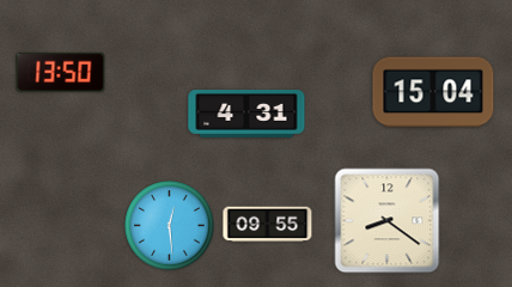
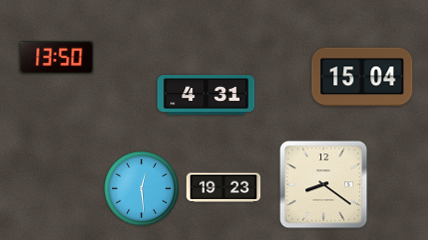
clock at (61, 72) position: (61, 72) -> (57, 57)
clock at (268, 225): 09:55 -> 19:23
